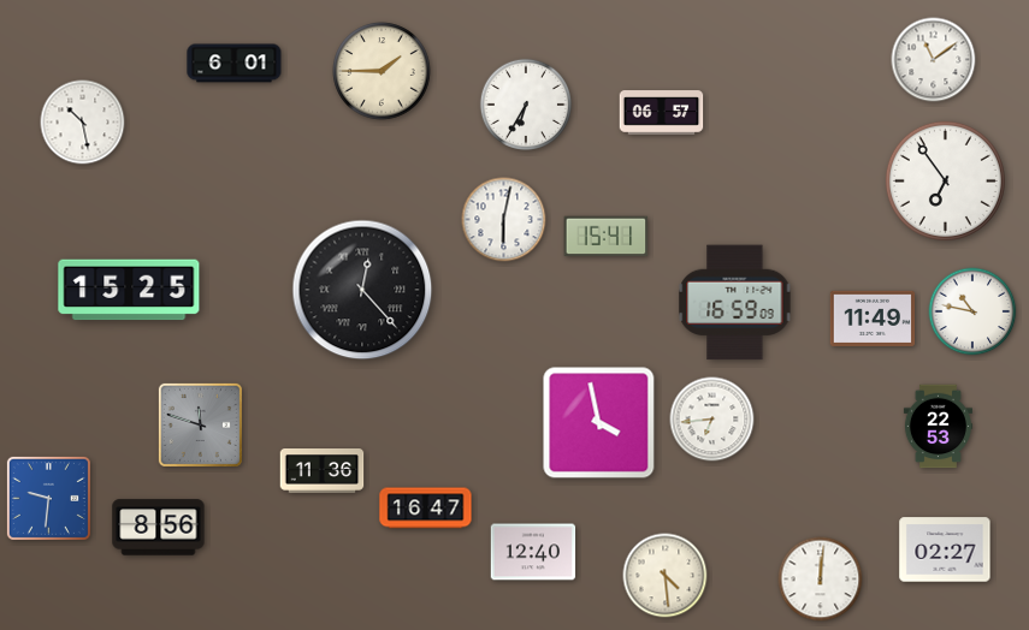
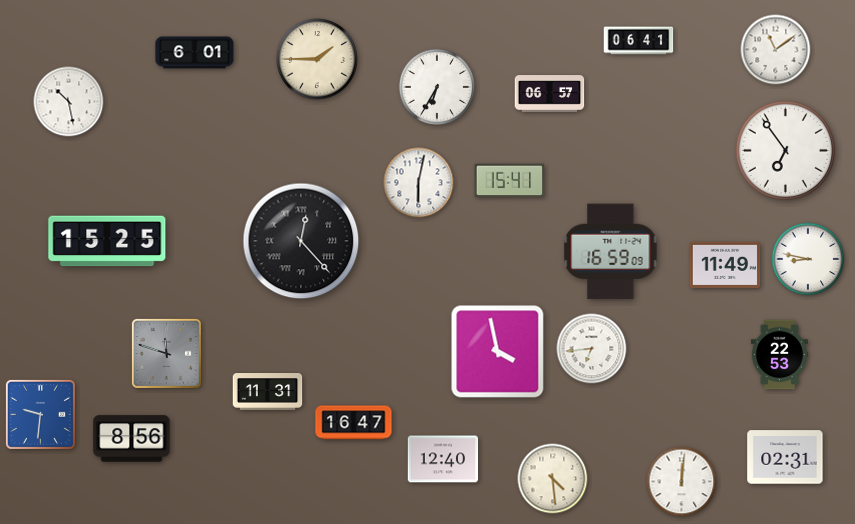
clock at (639, 41): none -> 06:41
clock at (607, 237) position: (607, 237) -> (510, 181)
clock at (972, 311): 10:47 -> 8:47
clock at (323, 471): 11:36 -> 11:31
clock at (945, 549): 02:27 -> 02:31
